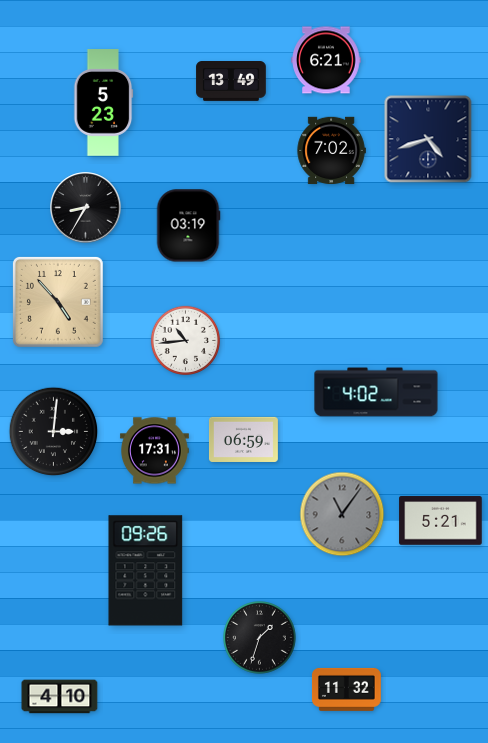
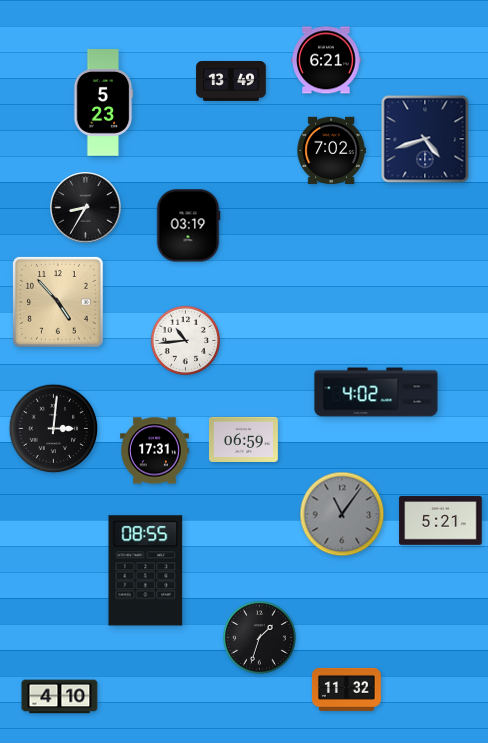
clock at (428, 139) position: (428, 139) -> (425, 139)
clock at (54, 432) position: (54, 432) -> (54, 429)
clock at (146, 571): 09:26 -> 08:55
